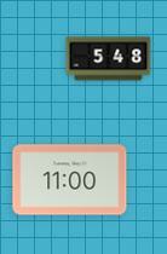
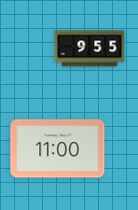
clock at (109, 59): 5:48 -> 9:55
